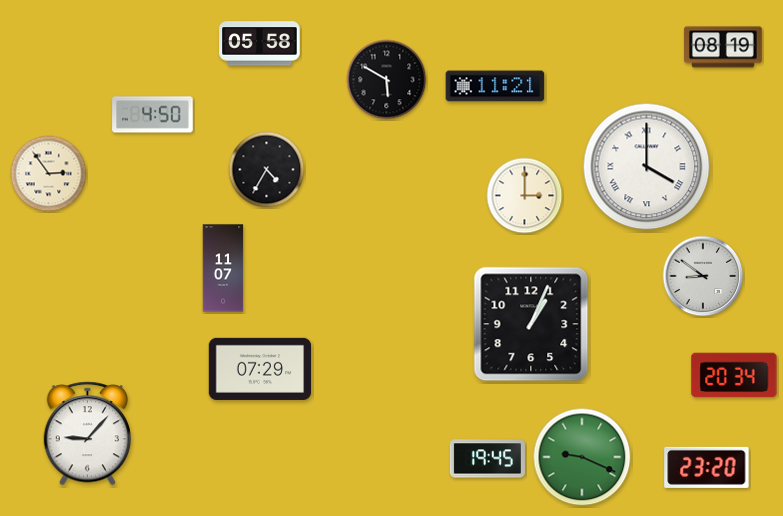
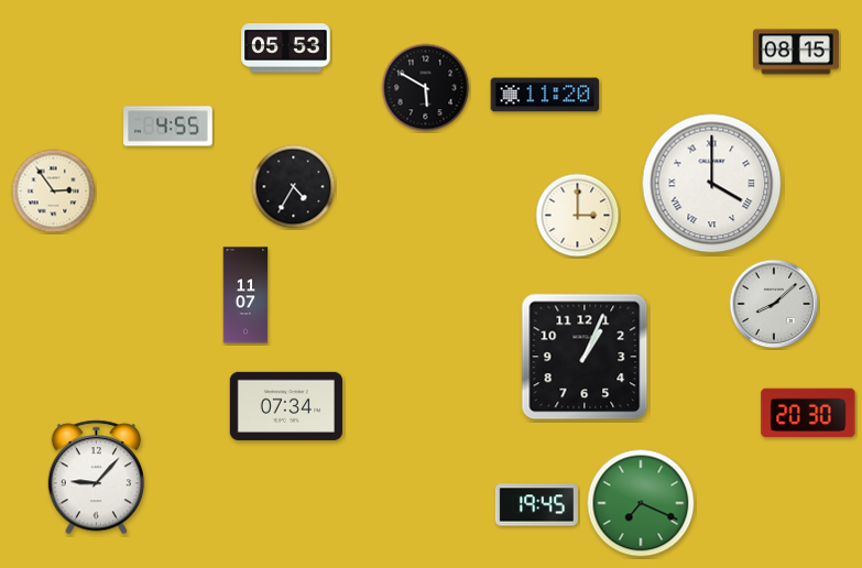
clock at (260, 44): 05:58 -> 05:53
clock at (723, 47): 08:19 -> 08:15
clock at (495, 86): 11:21 -> 11:20
clock at (153, 115): 4:50 -> 4:55
clock at (703, 276): 8:51 -> 8:08
clock at (260, 369): 07:29 -> 07:34
clock at (734, 375): 20:34 -> 20:30
clock at (582, 457): 9:19 -> 7:19
clock at (707, 467): 23:20 -> none
